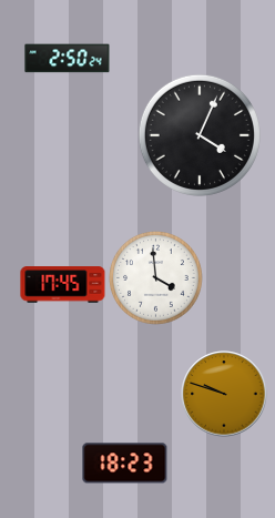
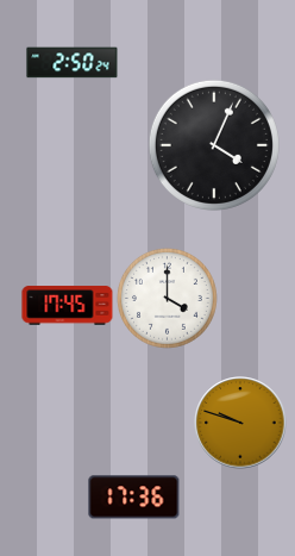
clock at (156, 278): 3:59 -> 4:00
clock at (125, 464): 18:23 -> 17:36
